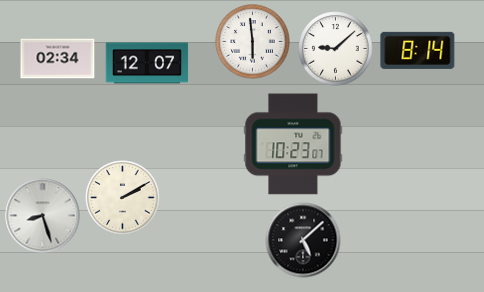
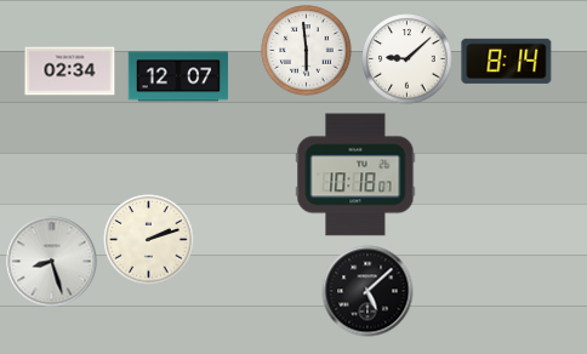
clock at (293, 144): 10:23 -> 10:18
clock at (123, 198): 2:10 -> 2:12
